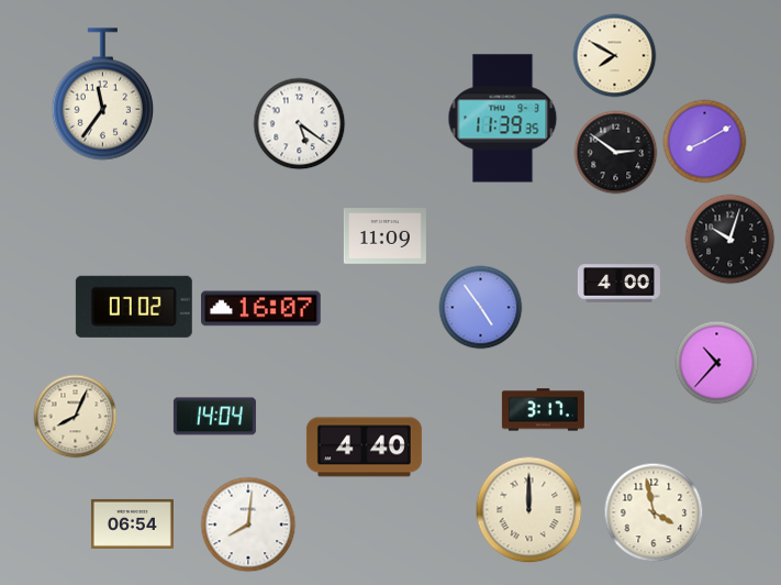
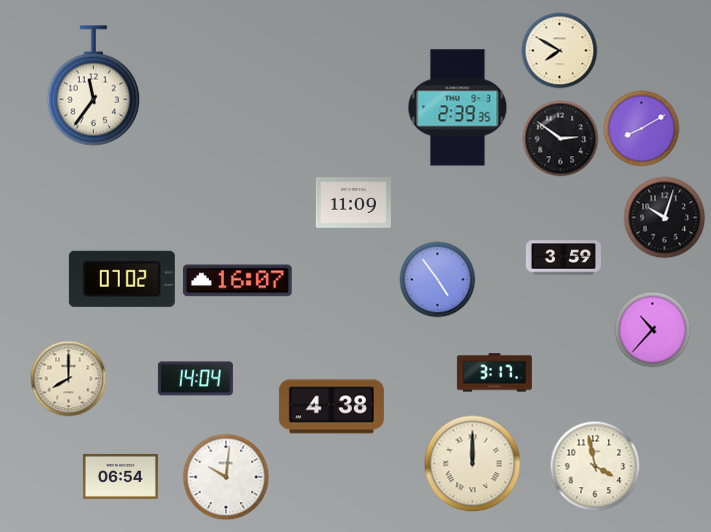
clock at (503, 119): 11:39 -> 2:39
clock at (300, 124): 5:21 -> none
clock at (384, 236) position: (384, 236) -> (353, 203)
clock at (618, 284): 4:00 -> 3:59
clock at (76, 417): 8:04 -> 8:00
clock at (364, 448): 4:40 -> 4:38
clock at (529, 510) position: (529, 510) -> (473, 464)
clock at (248, 525): 8:01 -> 10:01
